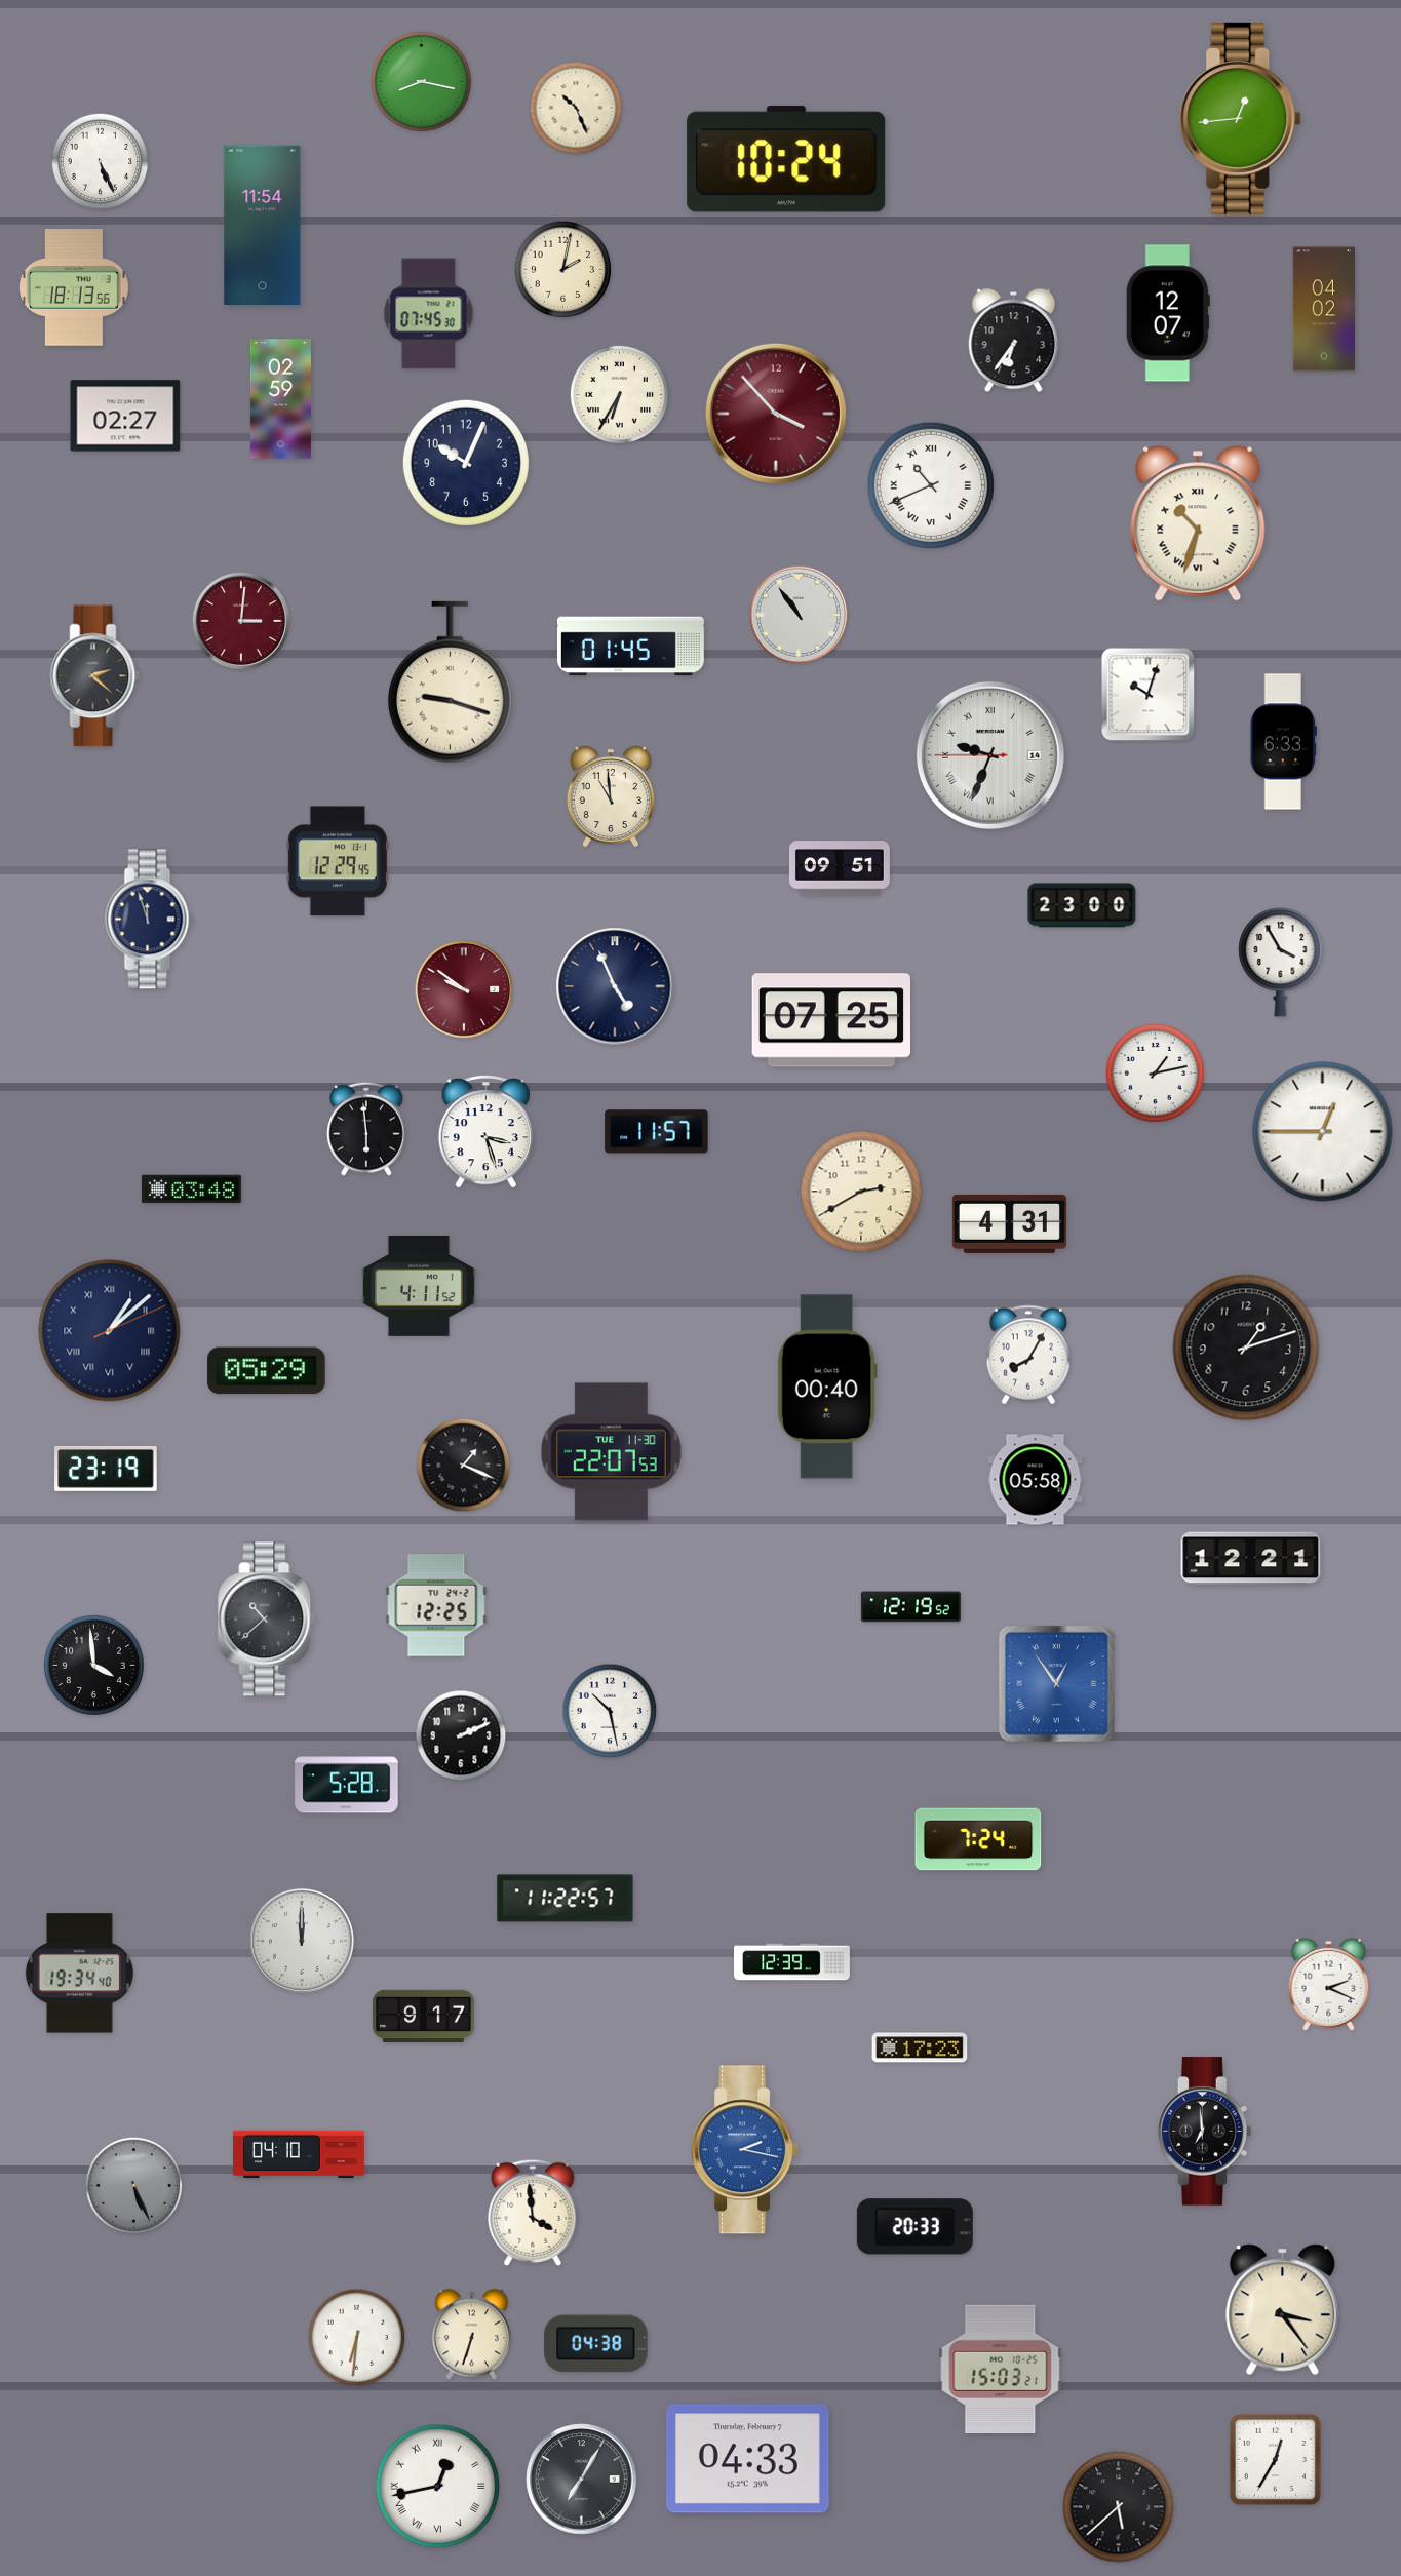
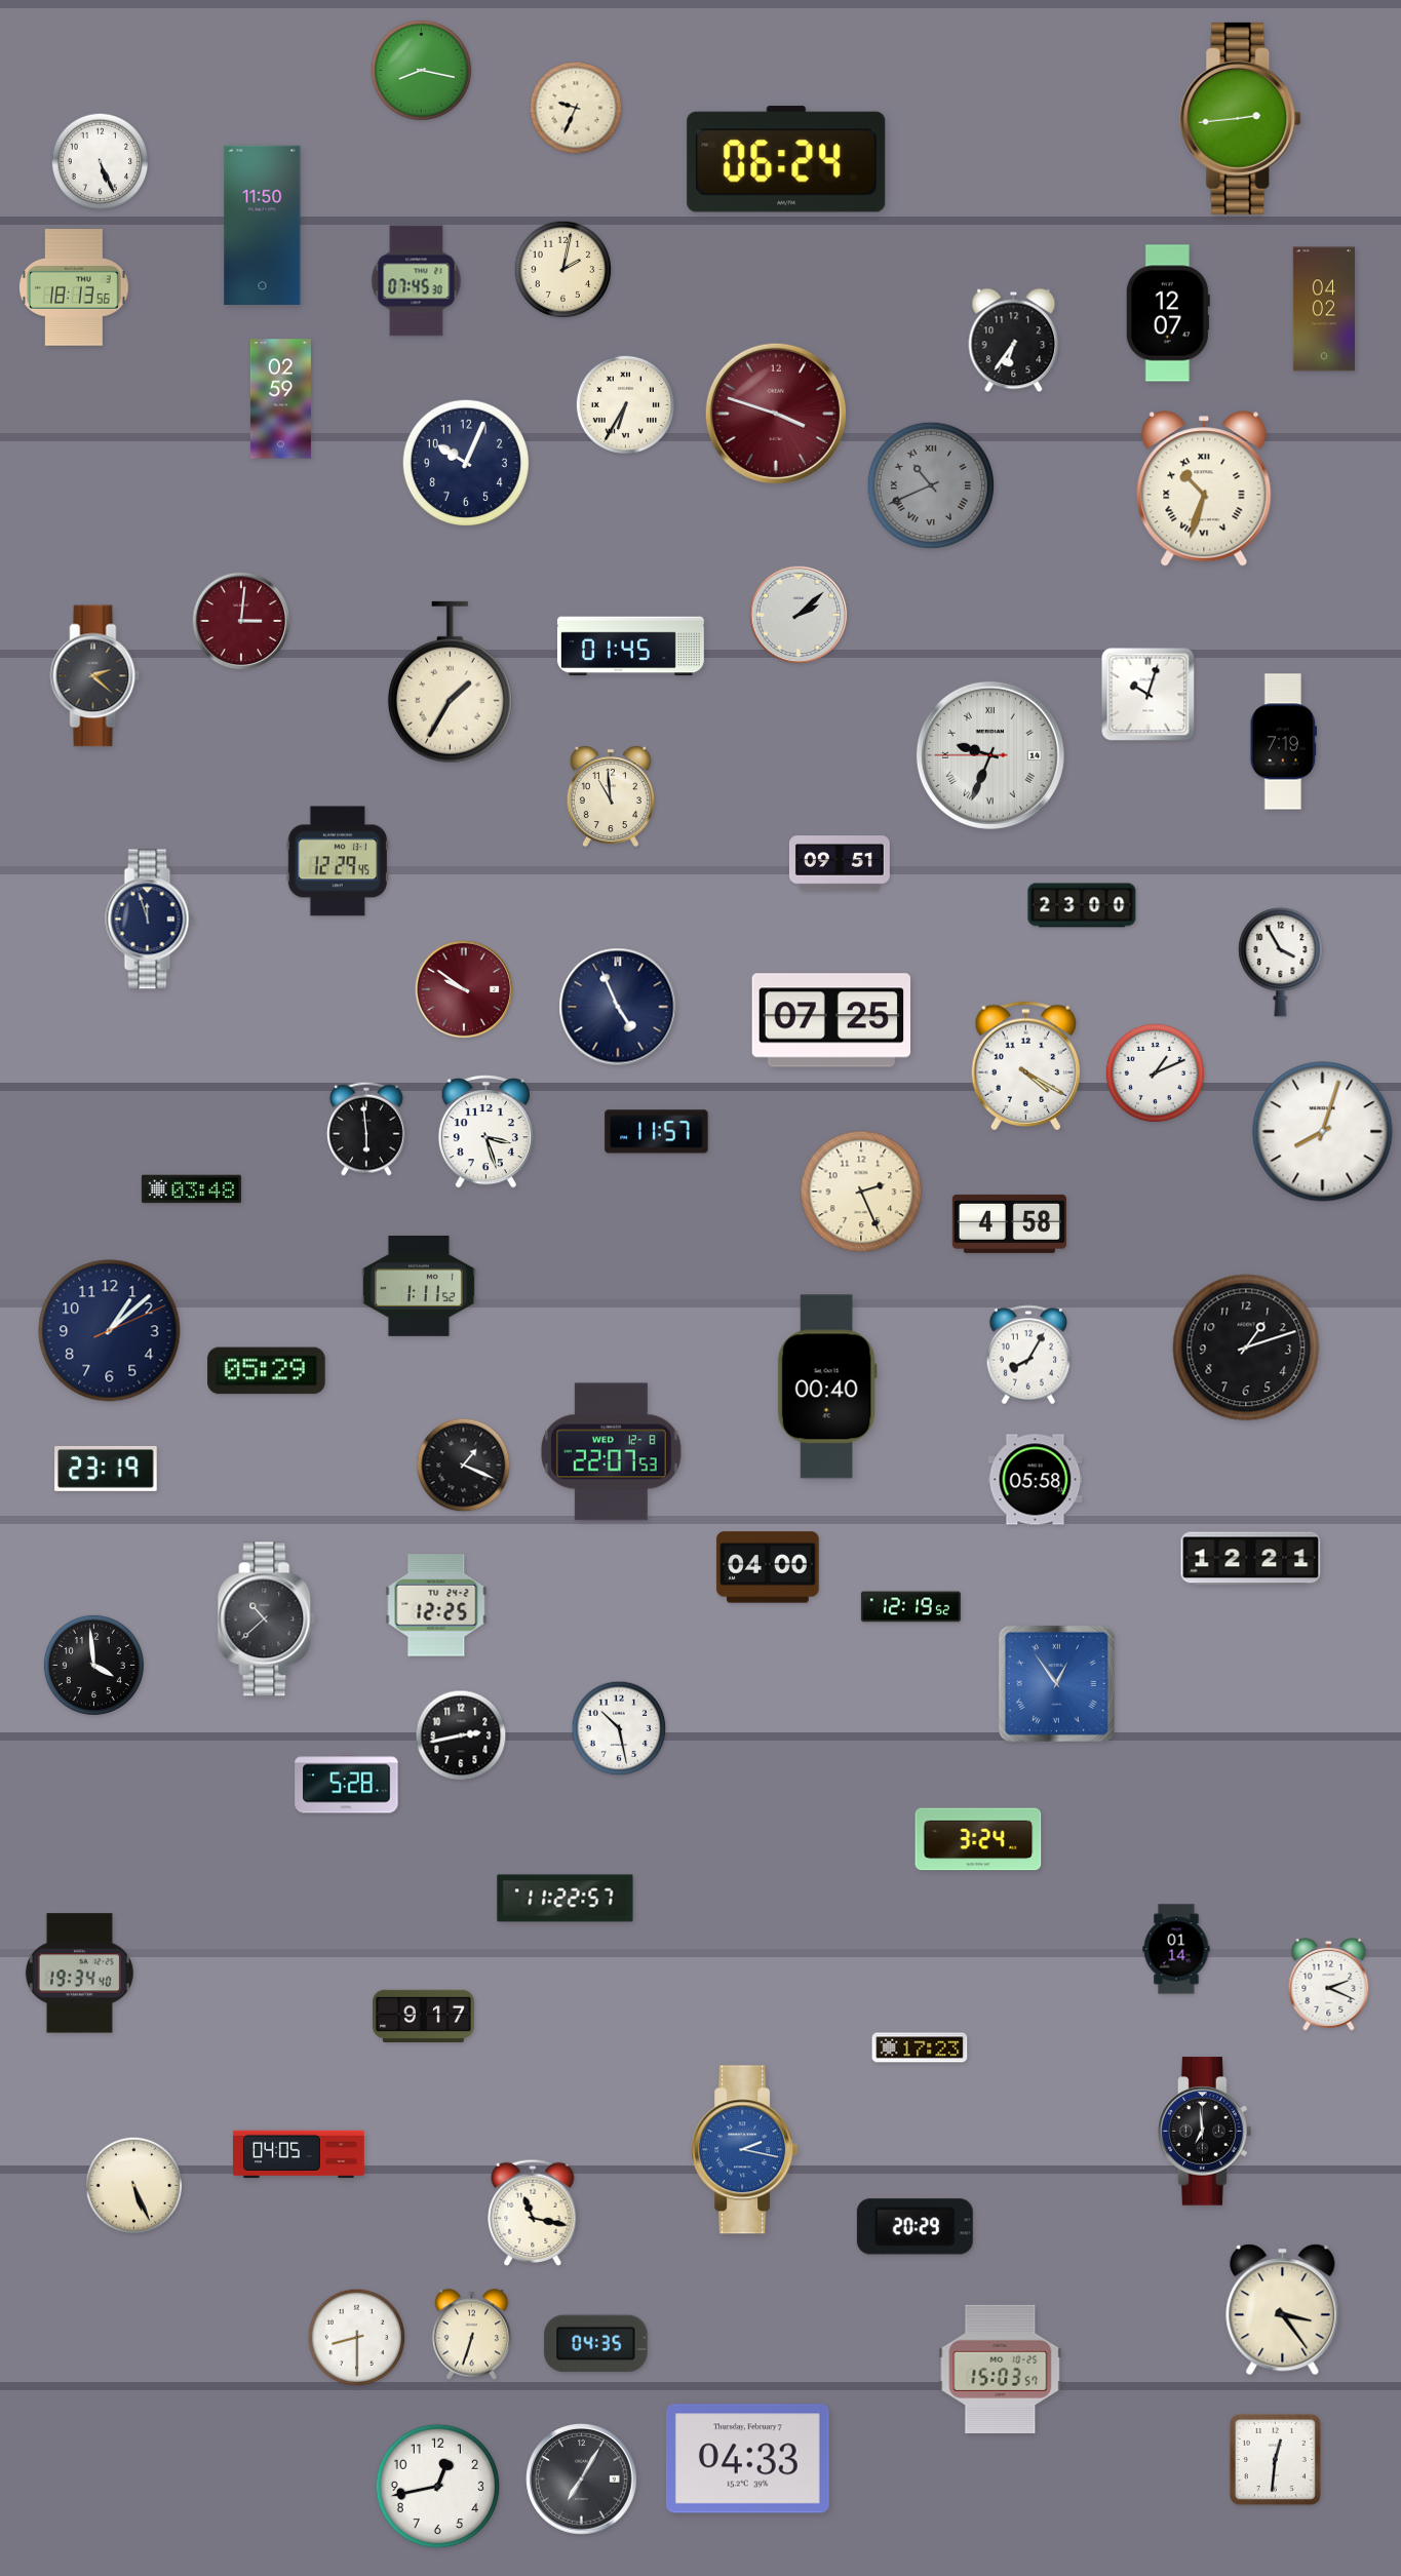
clock at (421, 81) position: (421, 81) -> (421, 70)
clock at (576, 108): 10:26 -> 9:34
clock at (1241, 118): 12:44 -> 2:44
clock at (786, 159): 10:24 -> 06:24
clock at (263, 225): 11:54 -> 11:50
clock at (429, 314) position: (429, 314) -> (417, 281)
clock at (619, 394) position: (619, 394) -> (625, 404)
clock at (776, 414): 3:53 -> 3:48
clock at (125, 416): 02:27 -> none
clock at (931, 485) dial: white -> grey
clock at (1198, 523) position: (1198, 523) -> (1204, 489)
clock at (799, 615): 10:54 -> 2:08
clock at (450, 682): 9:18 -> 1:35
clock at (1283, 742): 6:33 -> 7:19
clock at (840, 868) position: (840, 868) -> (840, 863)
clock at (615, 986) position: (615, 986) -> (618, 1007)
clock at (1025, 1066): none -> 4:20
clock at (1155, 1072): 1:13 -> 1:11
clock at (1323, 1132): 12:45 -> 8:03
clock at (861, 1192): 2:40 -> 2:26
clock at (1009, 1223): 4:31 -> 4:58
clock at (419, 1286): 4:11 -> 1:11
clock at (110, 1331) numerals: Roman -> Arabic
clock at (612, 1452) date: TUE 11-30 -> WED 12-8
clock at (768, 1567): none -> 04:00
clock at (610, 1711) position: (610, 1711) -> (619, 1728)
clock at (461, 1735): 2:11 -> 2:43
clock at (978, 1839): 7:24 -> 3:24
clock at (302, 1941): 12:00 -> none
clock at (1176, 1949): none -> 01:14
clock at (792, 1962): 12:39 -> none
clock at (299, 2154): 04:10 -> 04:05
clock at (134, 2186) dial: grey -> cream
clock at (533, 2213): 3:59 -> 11:17
clock at (914, 2227): 20:33 -> 20:29
clock at (357, 2338): 6:31 -> 8:30
clock at (596, 2344): 04:38 -> 04:35
clock at (1001, 2369): 15:03:21 -> 15:03:57
clock at (1275, 2459): 12:35 -> 12:31
clock at (438, 2487) numerals: Roman -> Arabic
clock at (1119, 2507): 5:38 -> none
